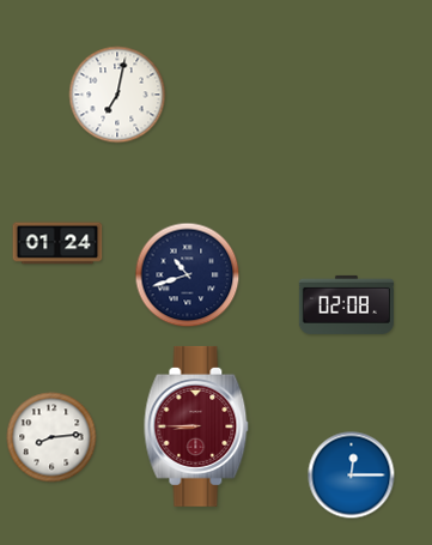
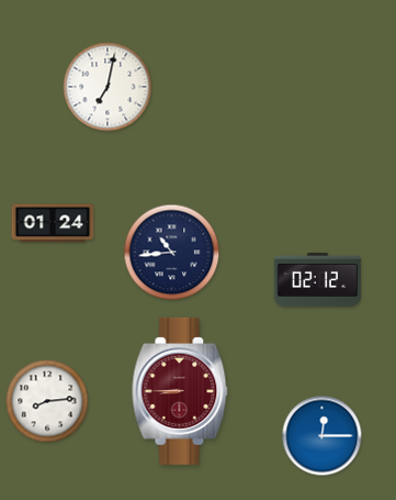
clock at (188, 275): 10:42 -> 10:44
clock at (346, 304): 02:08 -> 02:12
